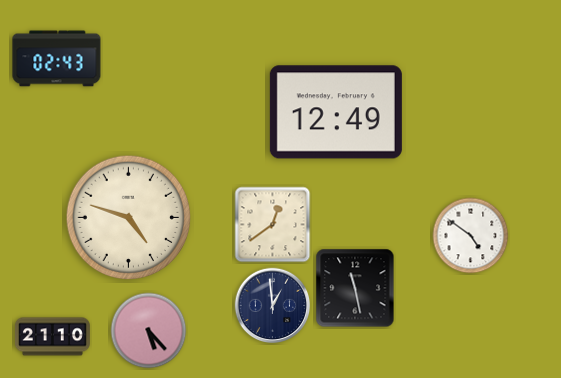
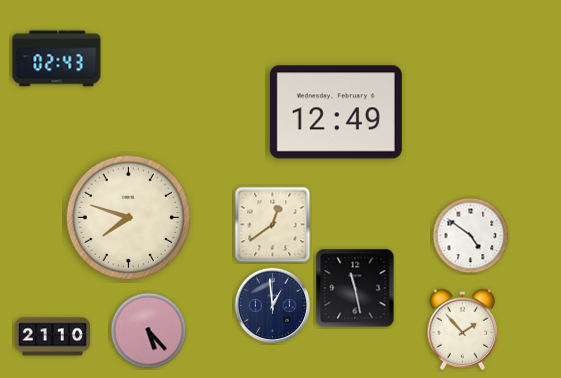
clock at (129, 218): 4:48 -> 7:48
clock at (463, 329): none -> 1:53
